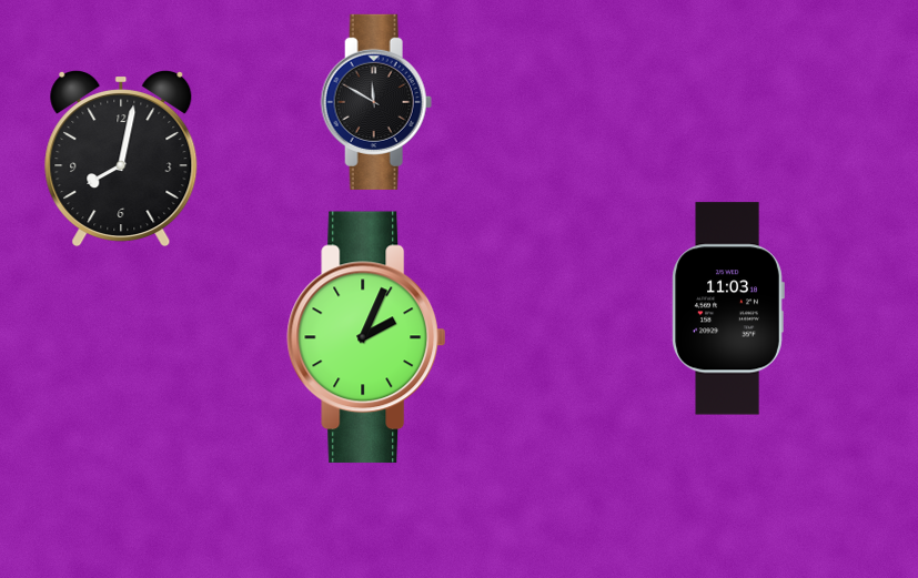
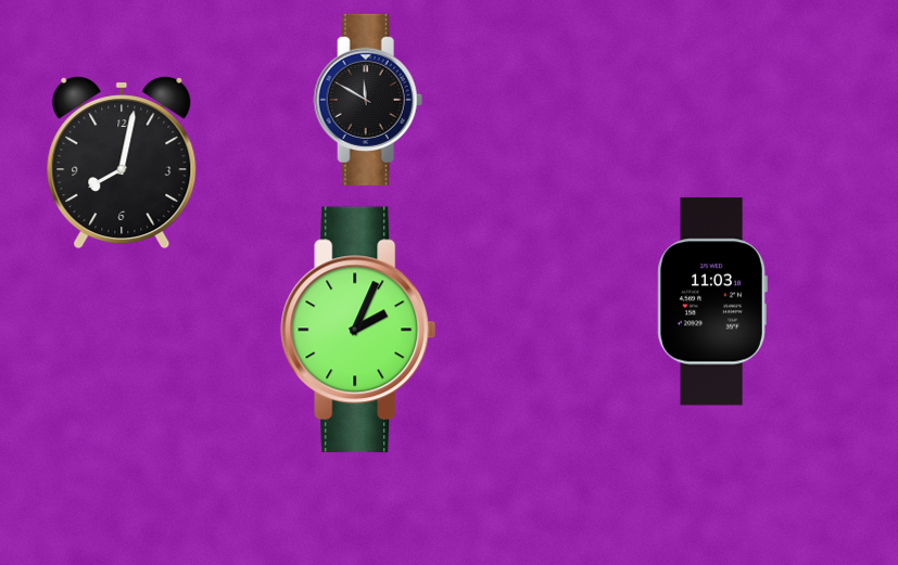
clock at (121, 160) position: (121, 160) -> (122, 164)
